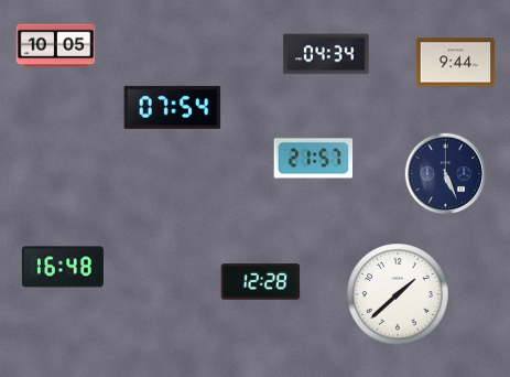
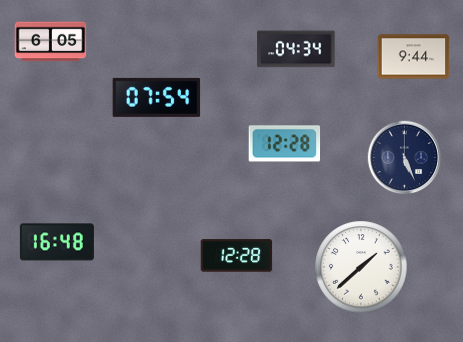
clock at (56, 46): 10:05 -> 6:05
clock at (314, 159): 21:57 -> 12:28
